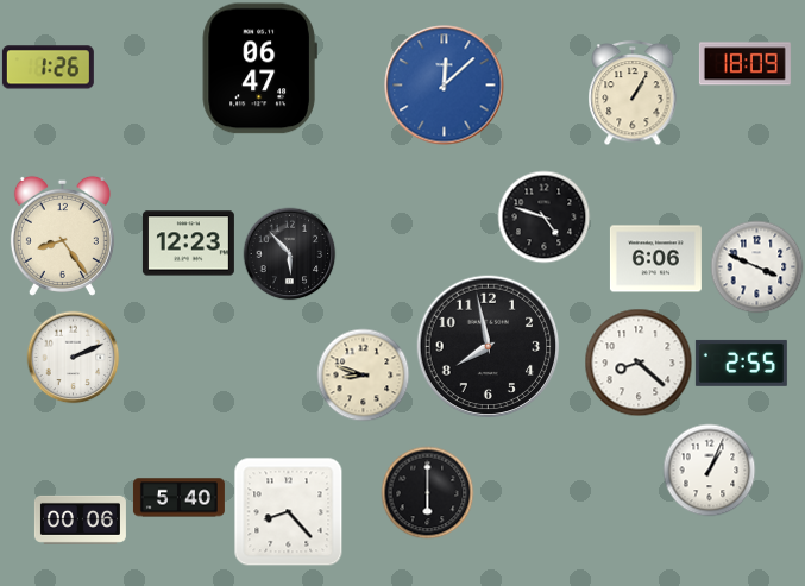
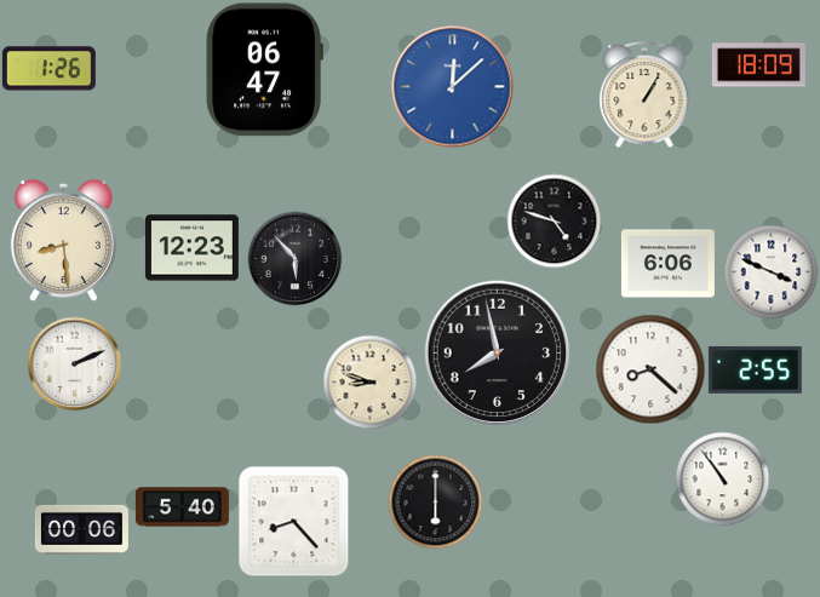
clock at (62, 235): 8:24 -> 8:29
clock at (709, 470): 1:04 -> 10:54
